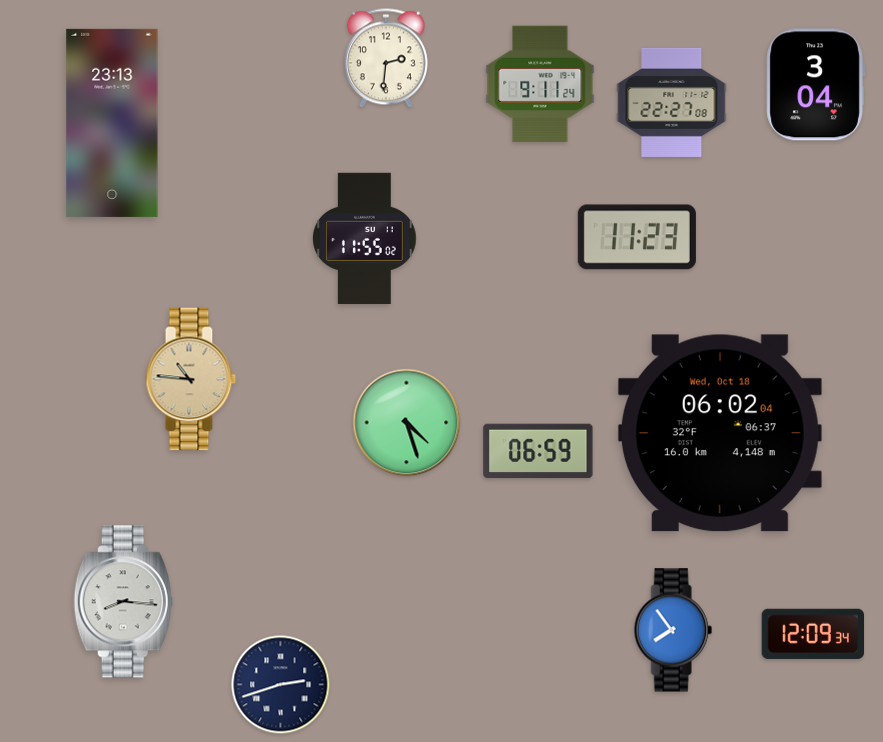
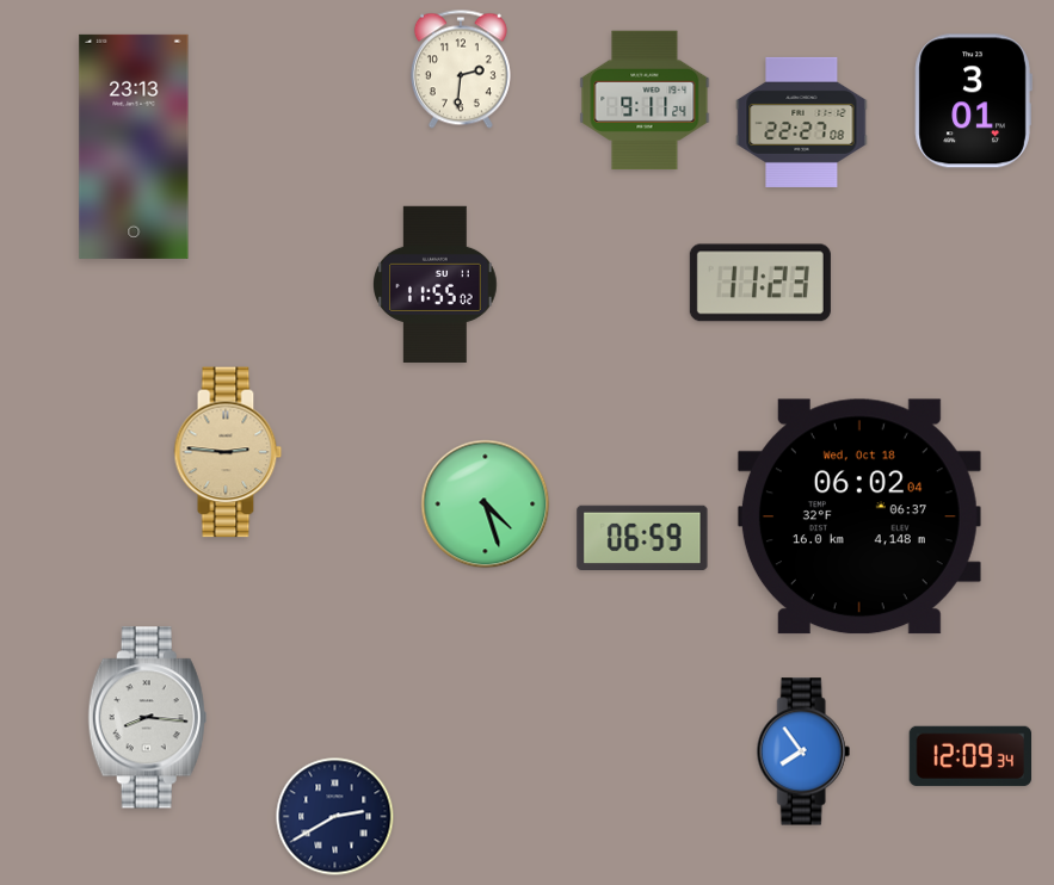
clock at (815, 85): 3:04 -> 3:01
clock at (191, 379): 10:46 -> 2:46
clock at (281, 685): 2:42 -> 2:40
